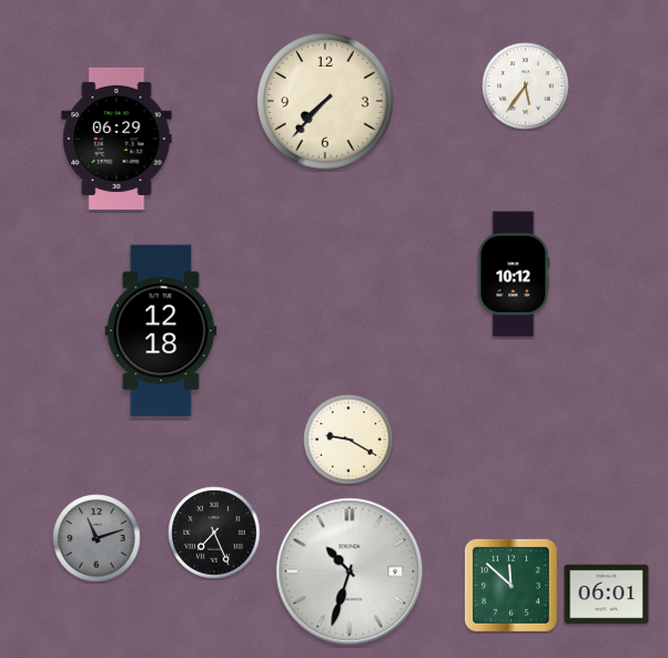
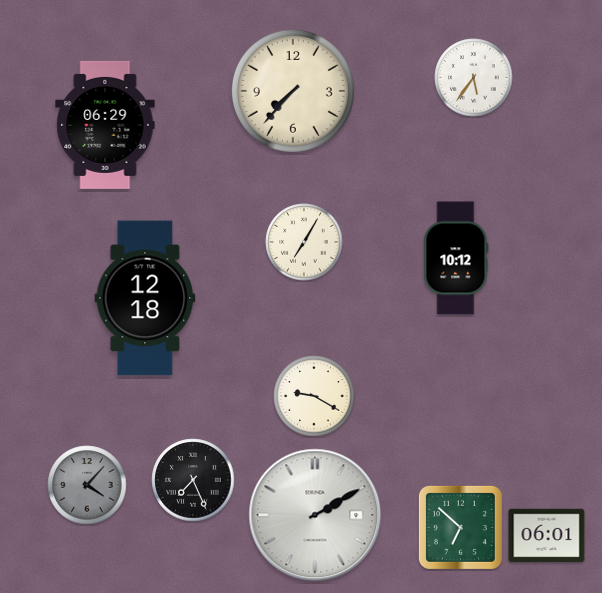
clock at (304, 242): none -> 7:05
clock at (514, 274) position: (514, 274) -> (456, 258)
clock at (97, 538): 11:12 -> 4:07
clock at (350, 571): 10:33 -> 2:10
clock at (510, 585): 11:52 -> 6:52
